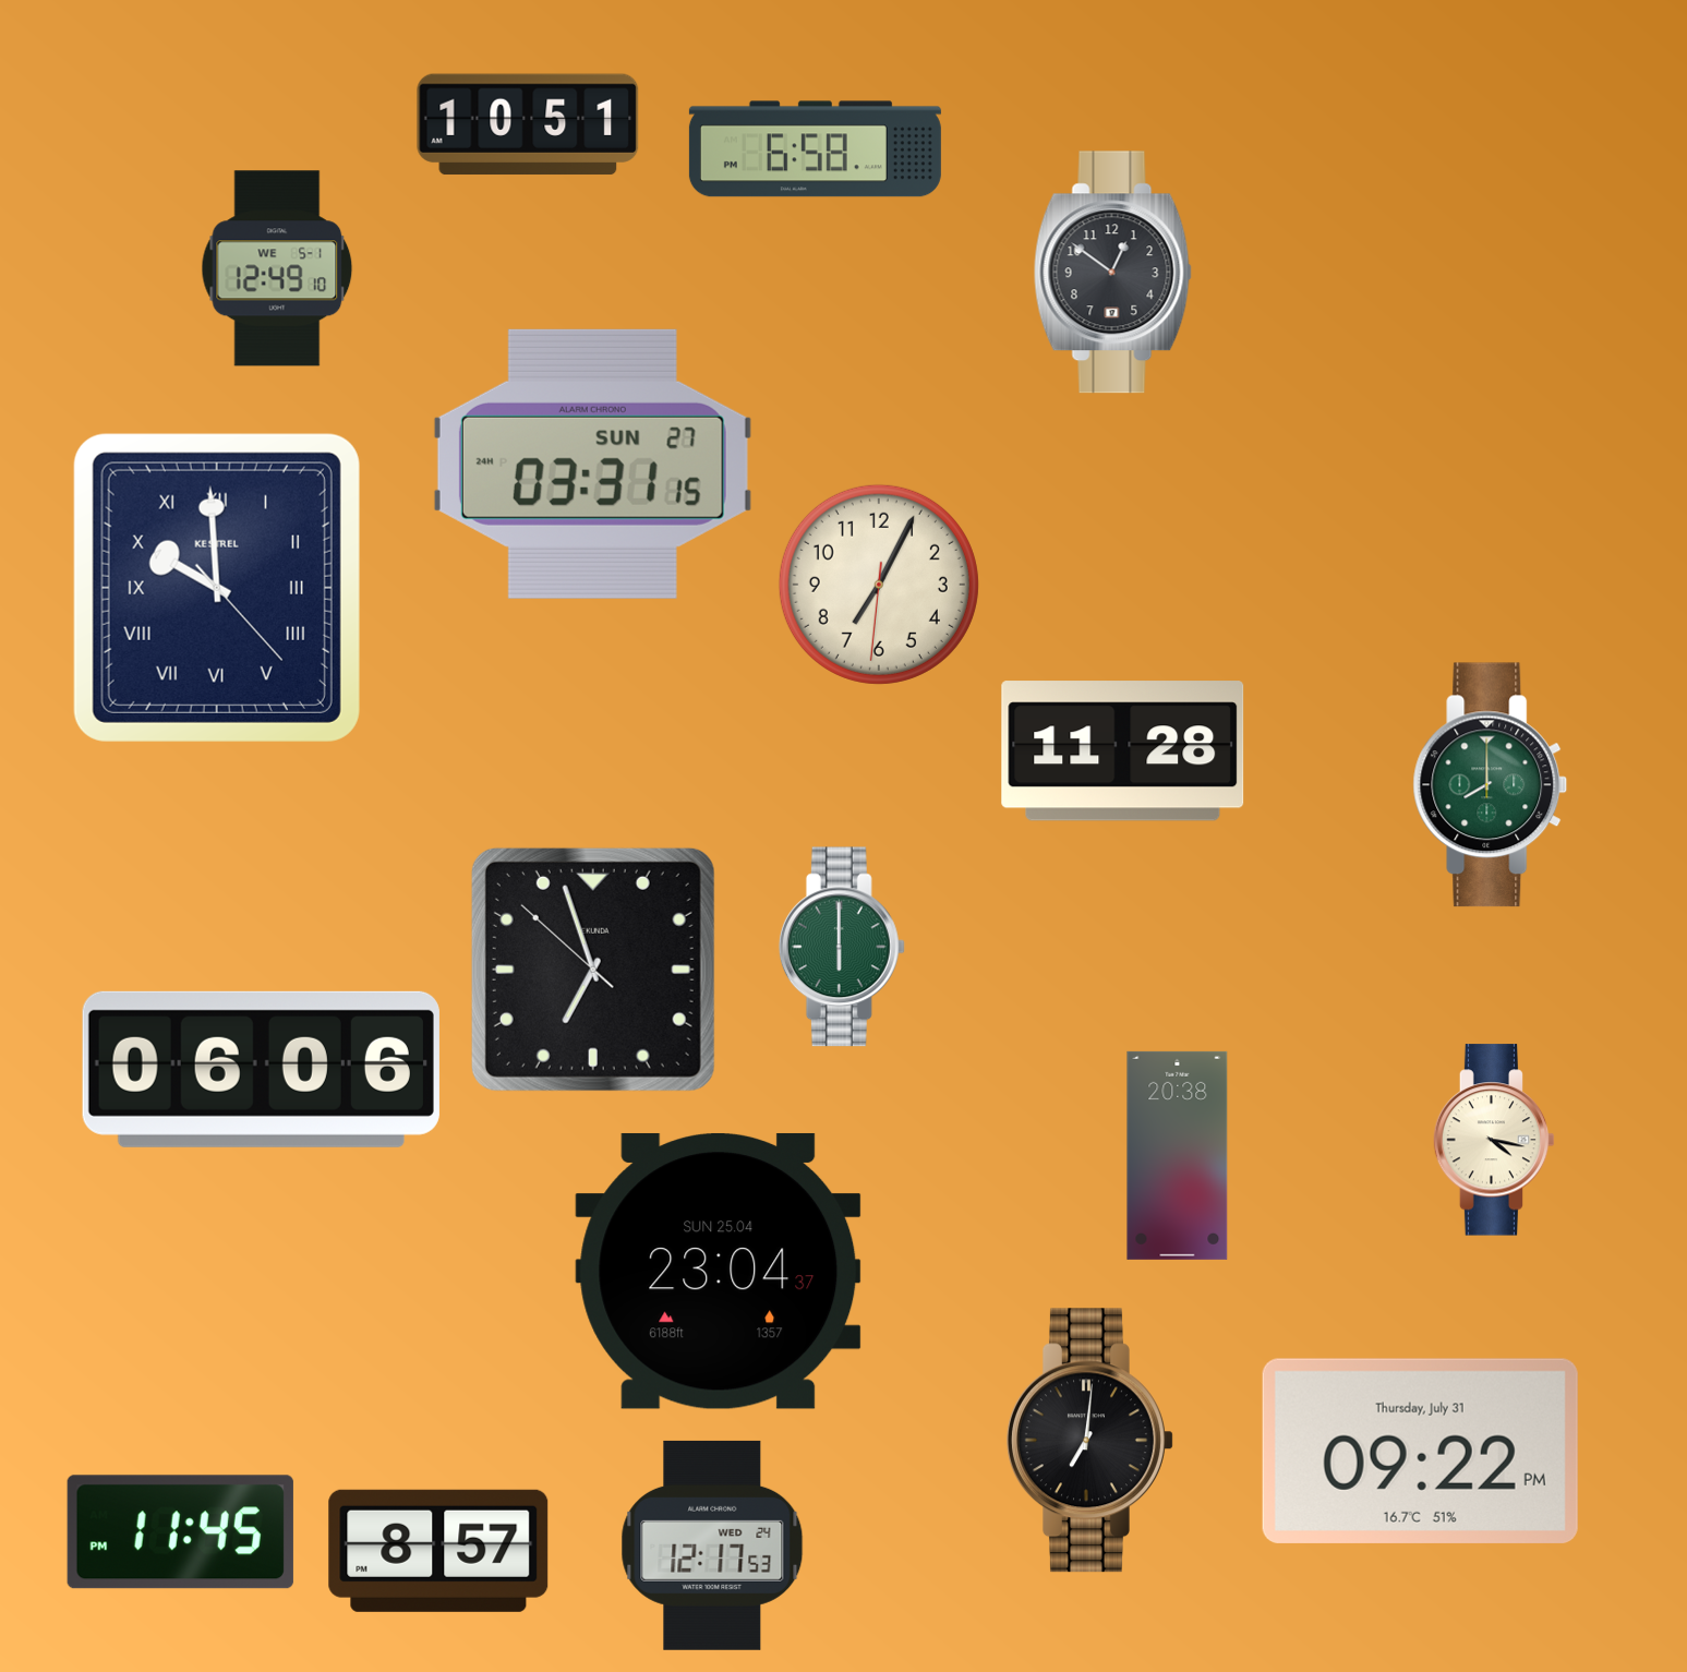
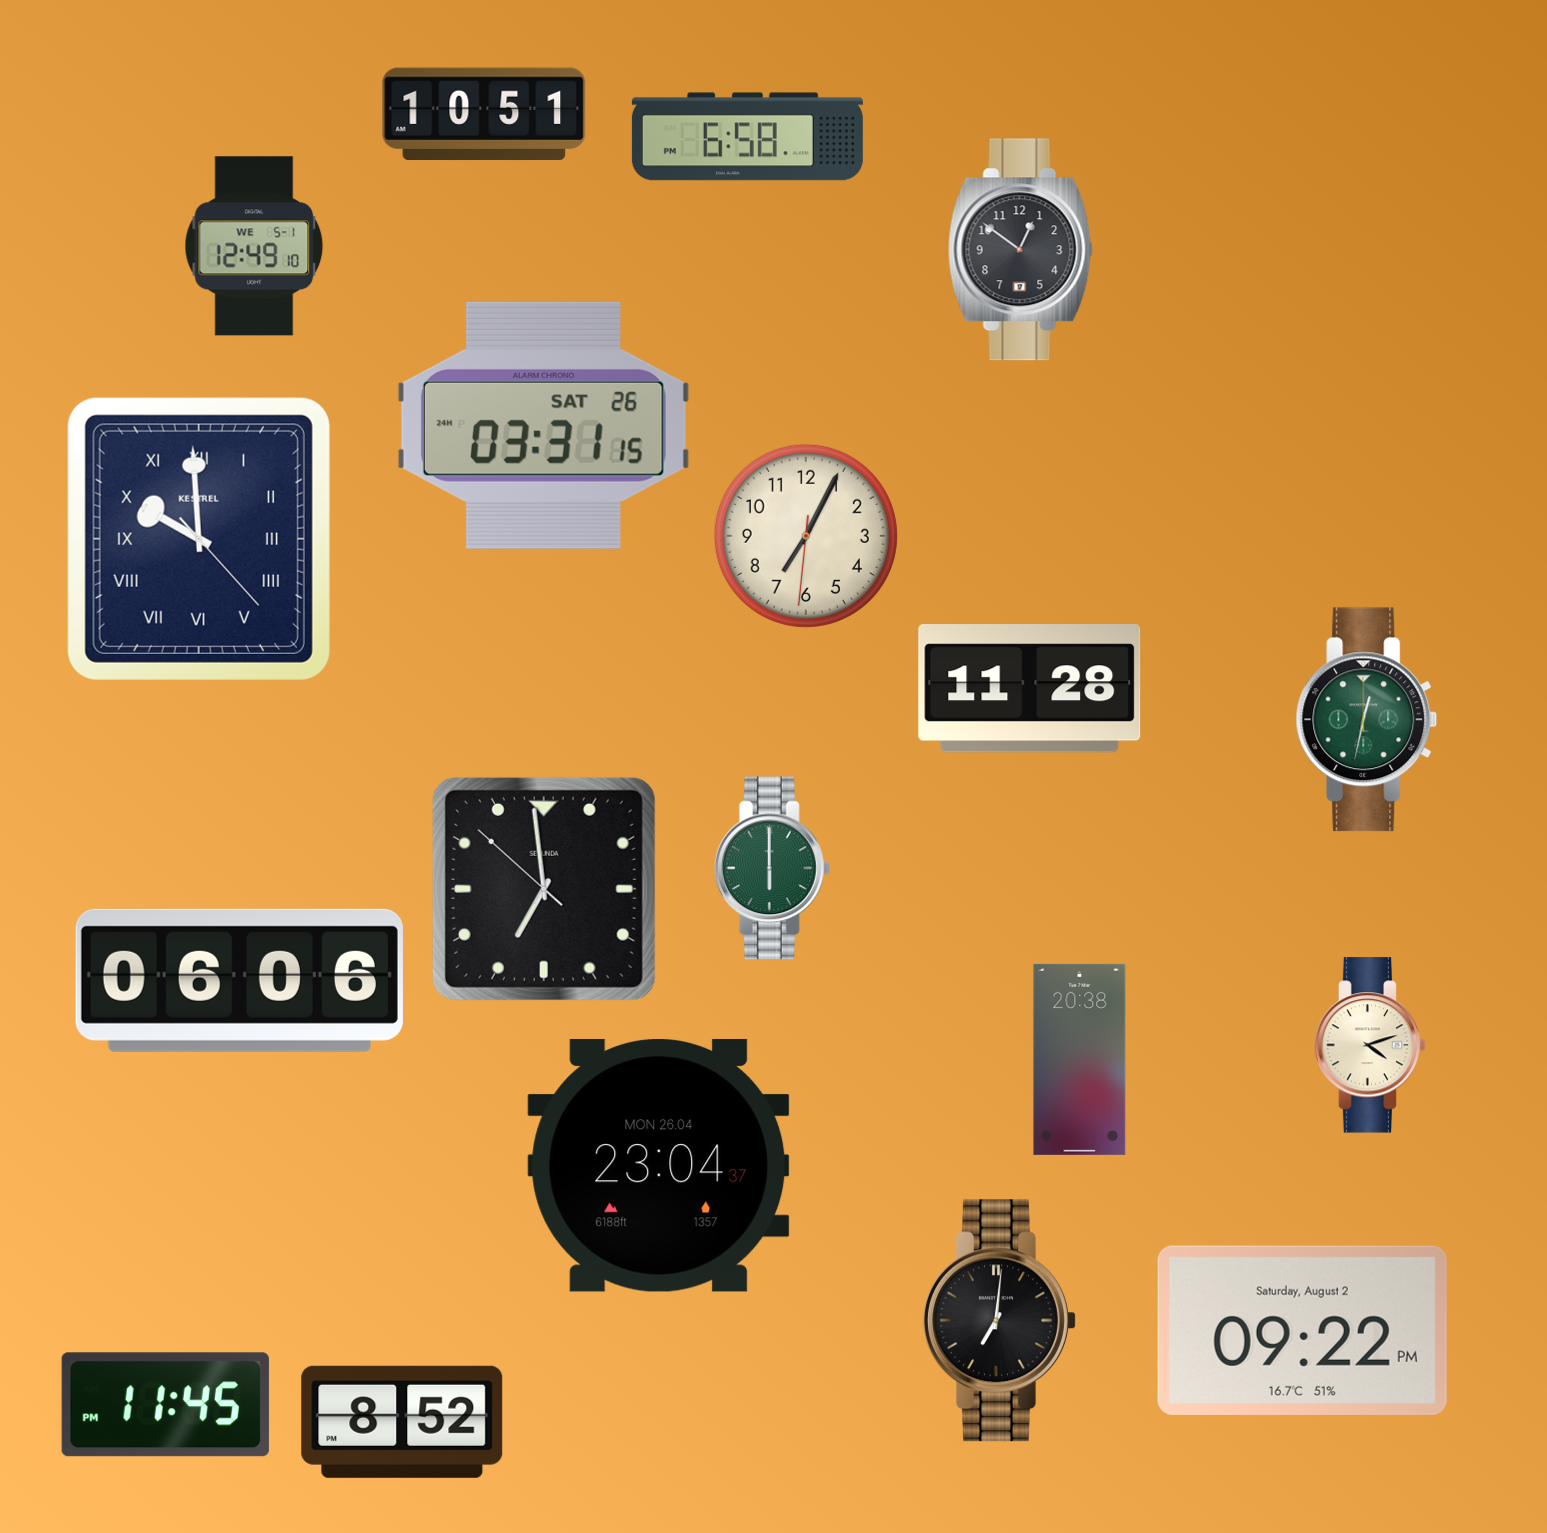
clock at (592, 464) date: SUN 27 -> SAT 26
clock at (1491, 785): 8:00 -> 12:32
clock at (593, 970): 6:56 -> 6:58
clock at (1494, 1140): 4:17 -> 4:12
clock at (719, 1271) date: SUN 25.04 -> MON 26.04
clock at (1420, 1451) date: Thursday, July 31 -> Saturday, August 2
clock at (712, 1545): 12:17 -> none
clock at (438, 1551): 8:57 -> 8:52
